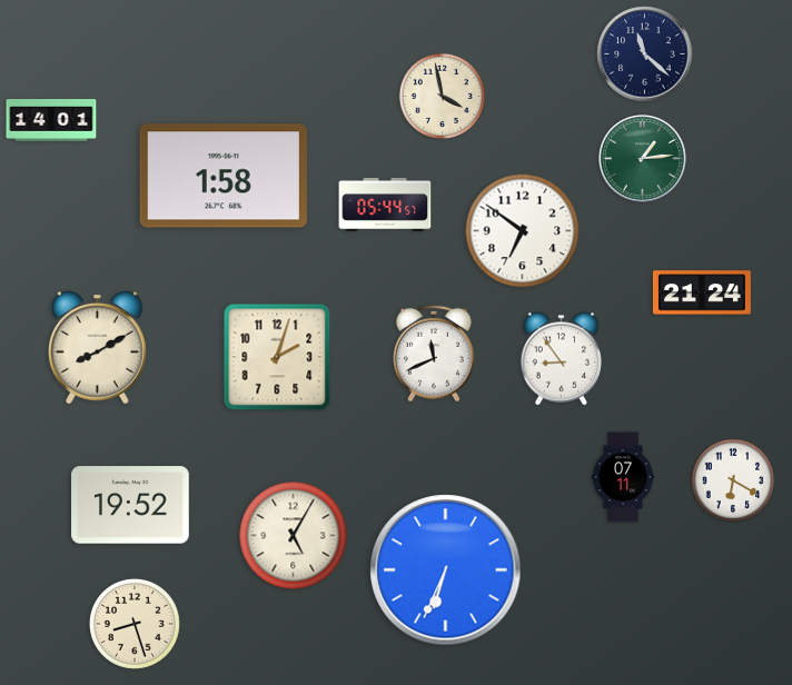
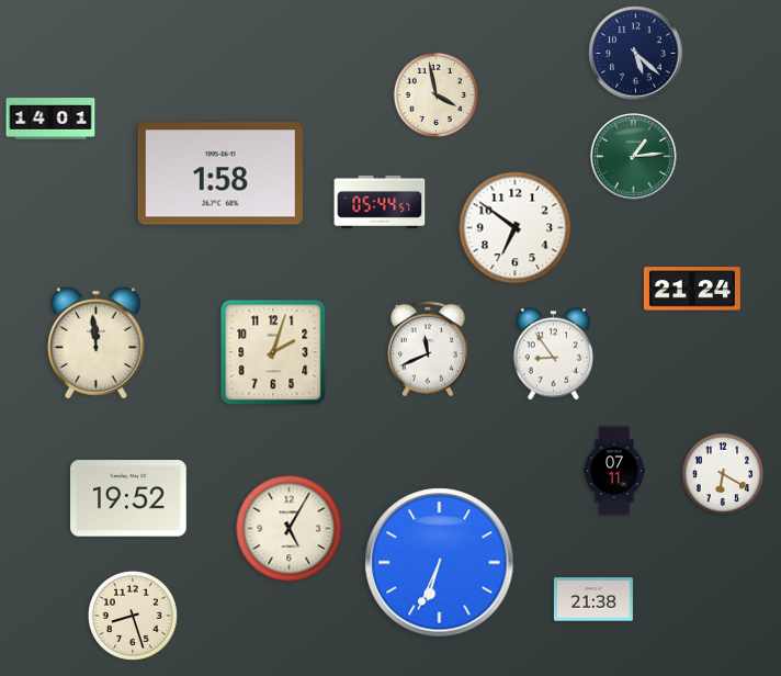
clock at (645, 54): 11:22 -> 5:22
clock at (98, 348): 8:10 -> 11:59
clock at (593, 599): none -> 21:38
